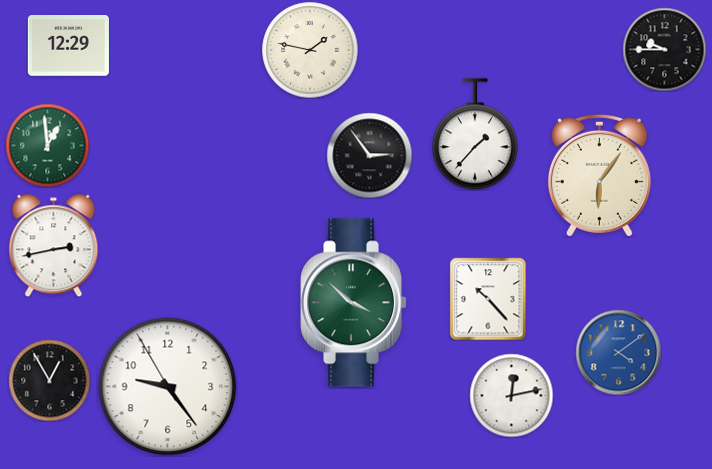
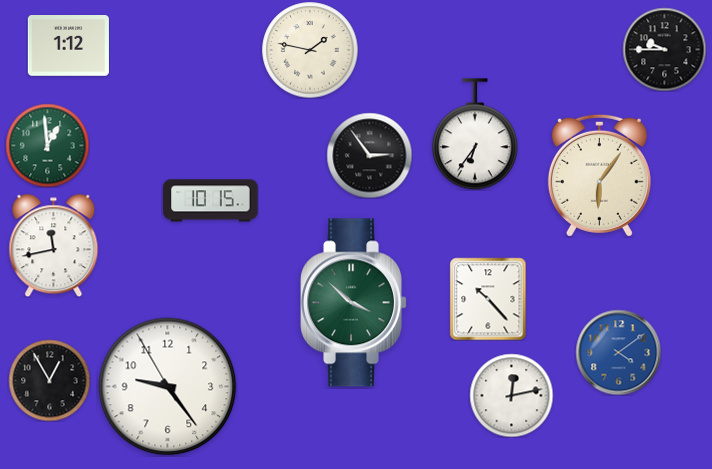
clock at (68, 46): 12:29 -> 1:12
clock at (475, 134): 1:37 -> 6:36
clock at (211, 201): none -> 10:15
clock at (54, 245): 2:43 -> 11:43
